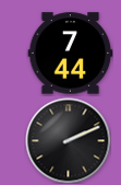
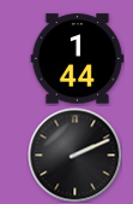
clock at (70, 54): 7:44 -> 1:44
